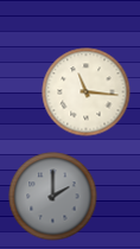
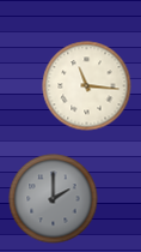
clock at (87, 92) position: (87, 92) -> (87, 86)
